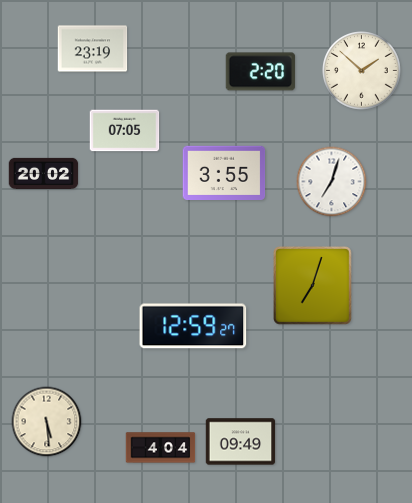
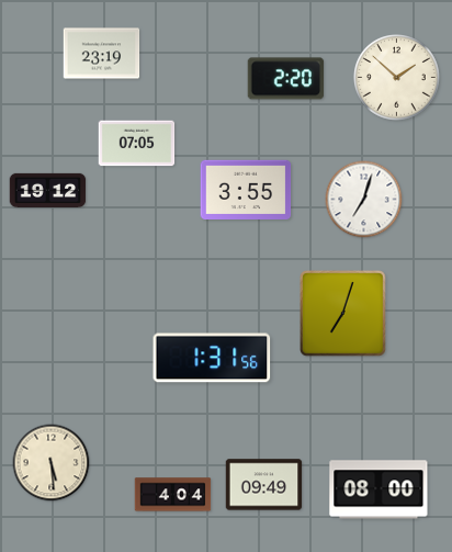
clock at (44, 173): 20:02 -> 19:12
clock at (193, 326): 12:59 -> 1:31
clock at (378, 489): none -> 08:00
clock at (161, 448) position: (161, 448) -> (173, 495)
